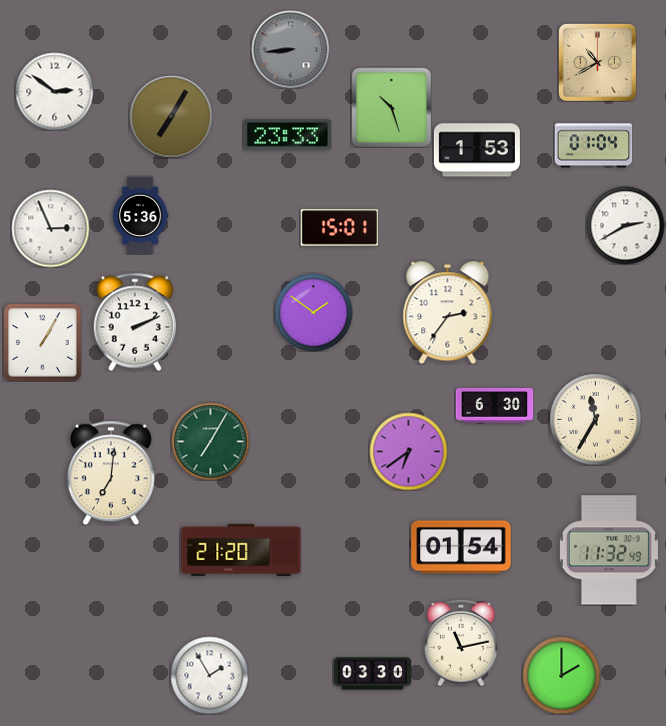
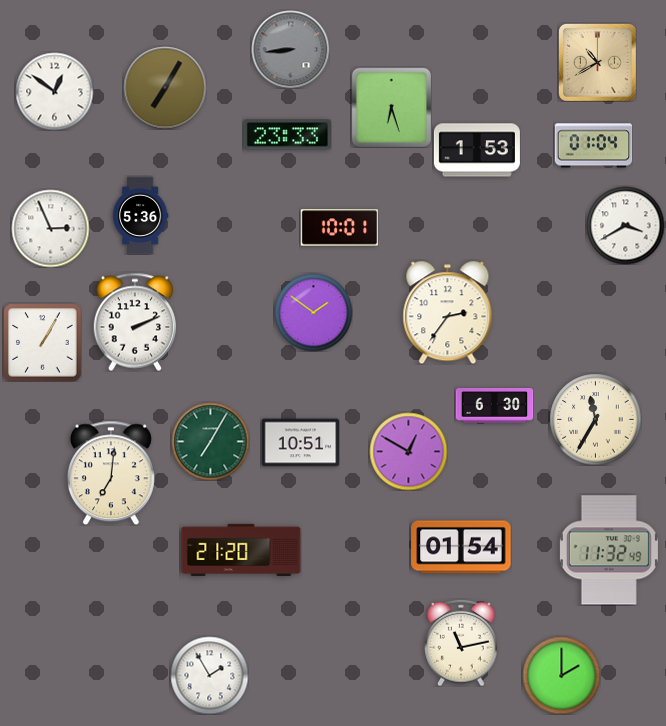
clock at (54, 91): 2:51 -> 12:51
clock at (391, 107): 10:27 -> 6:27
clock at (171, 117) position: (171, 117) -> (165, 88)
clock at (625, 225): 2:40 -> 3:40
clock at (339, 228): 15:01 -> 10:01
clock at (300, 443): none -> 10:51
clock at (408, 451): 6:39 -> 12:50
clock at (372, 674): 03:30 -> none
